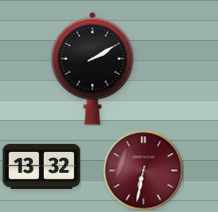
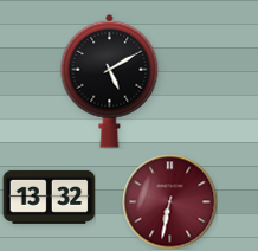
clock at (93, 68): 2:10 -> 5:10
